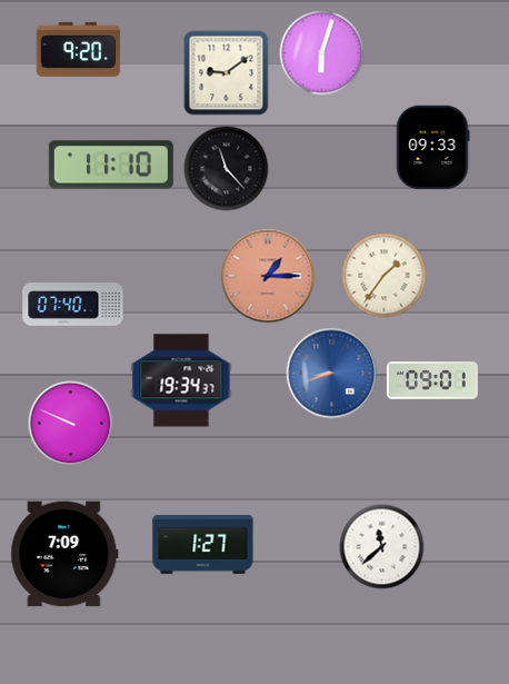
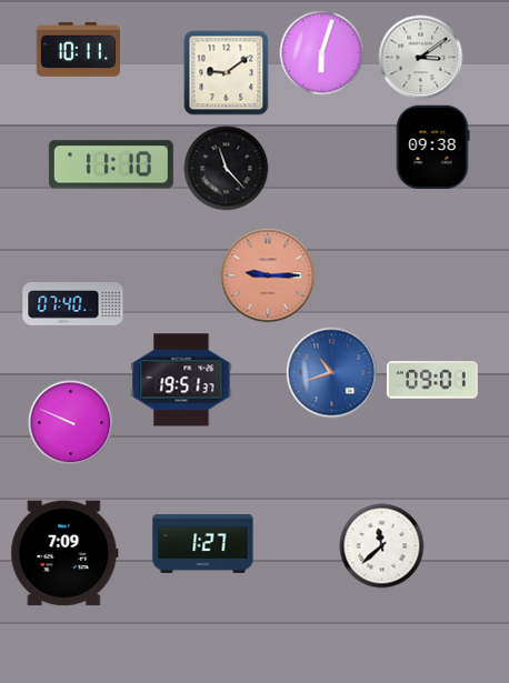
clock at (79, 49): 9:20 -> 10:11
clock at (421, 58): none -> 3:09
clock at (432, 148): 09:33 -> 09:38
clock at (268, 276): 1:15 -> 9:15
clock at (385, 276): 1:36 -> none
clock at (332, 374): 8:42 -> 10:42
clock at (181, 380): 19:34 -> 19:51
